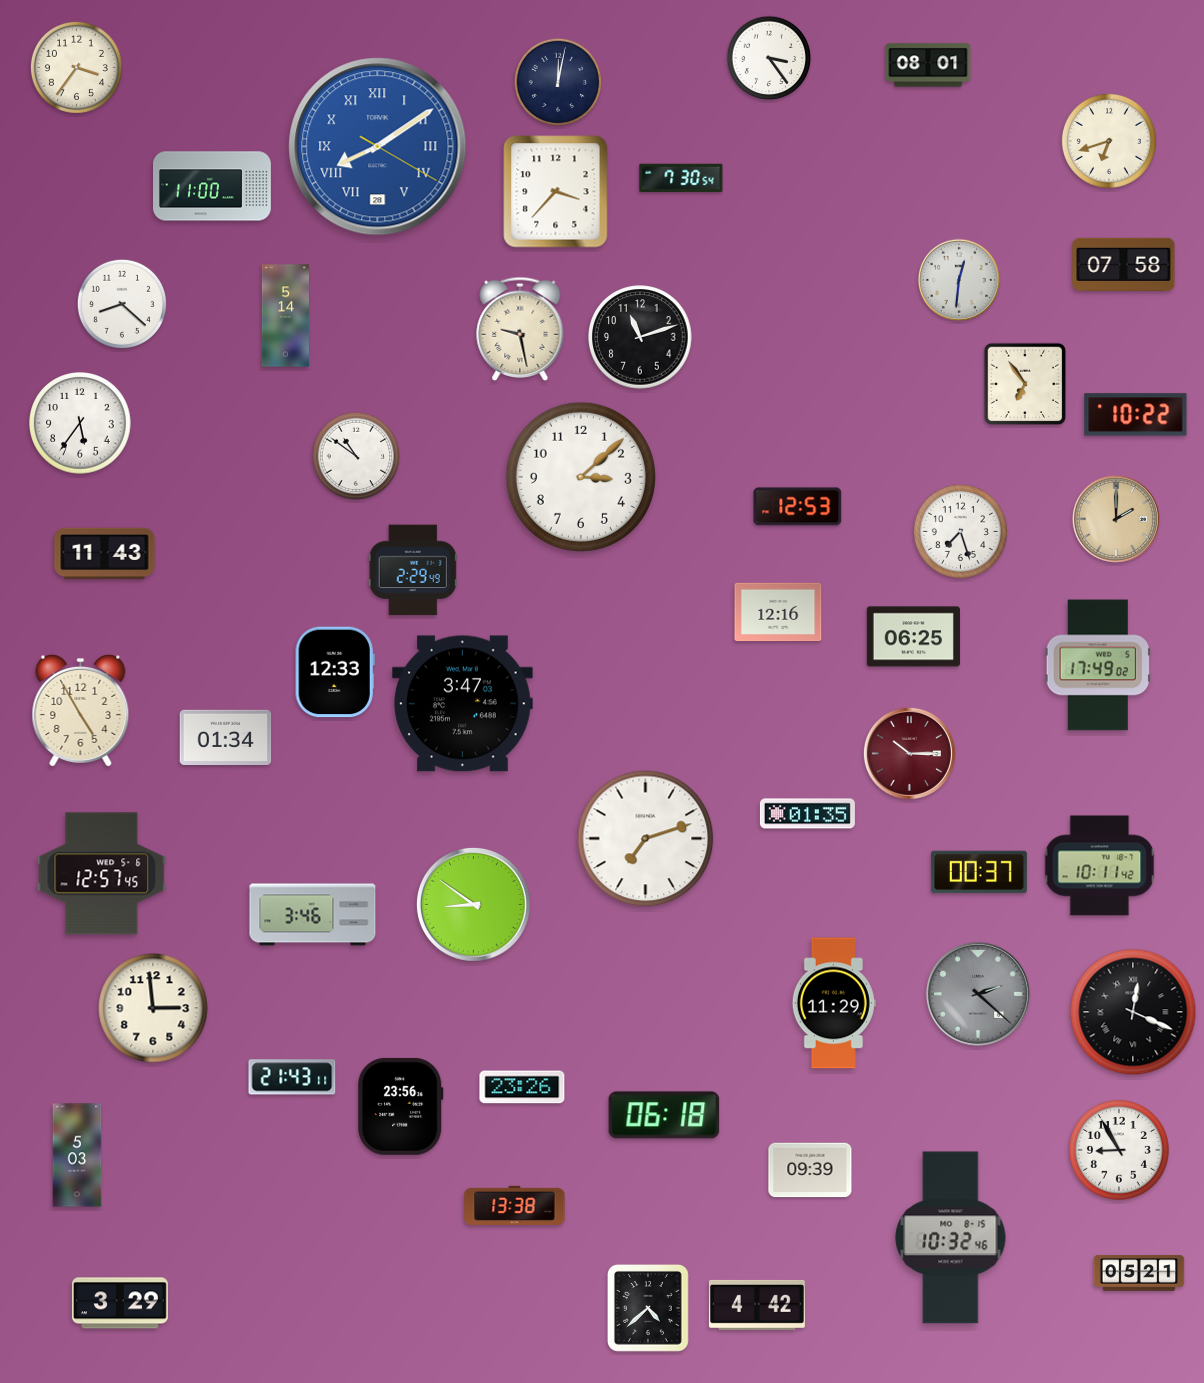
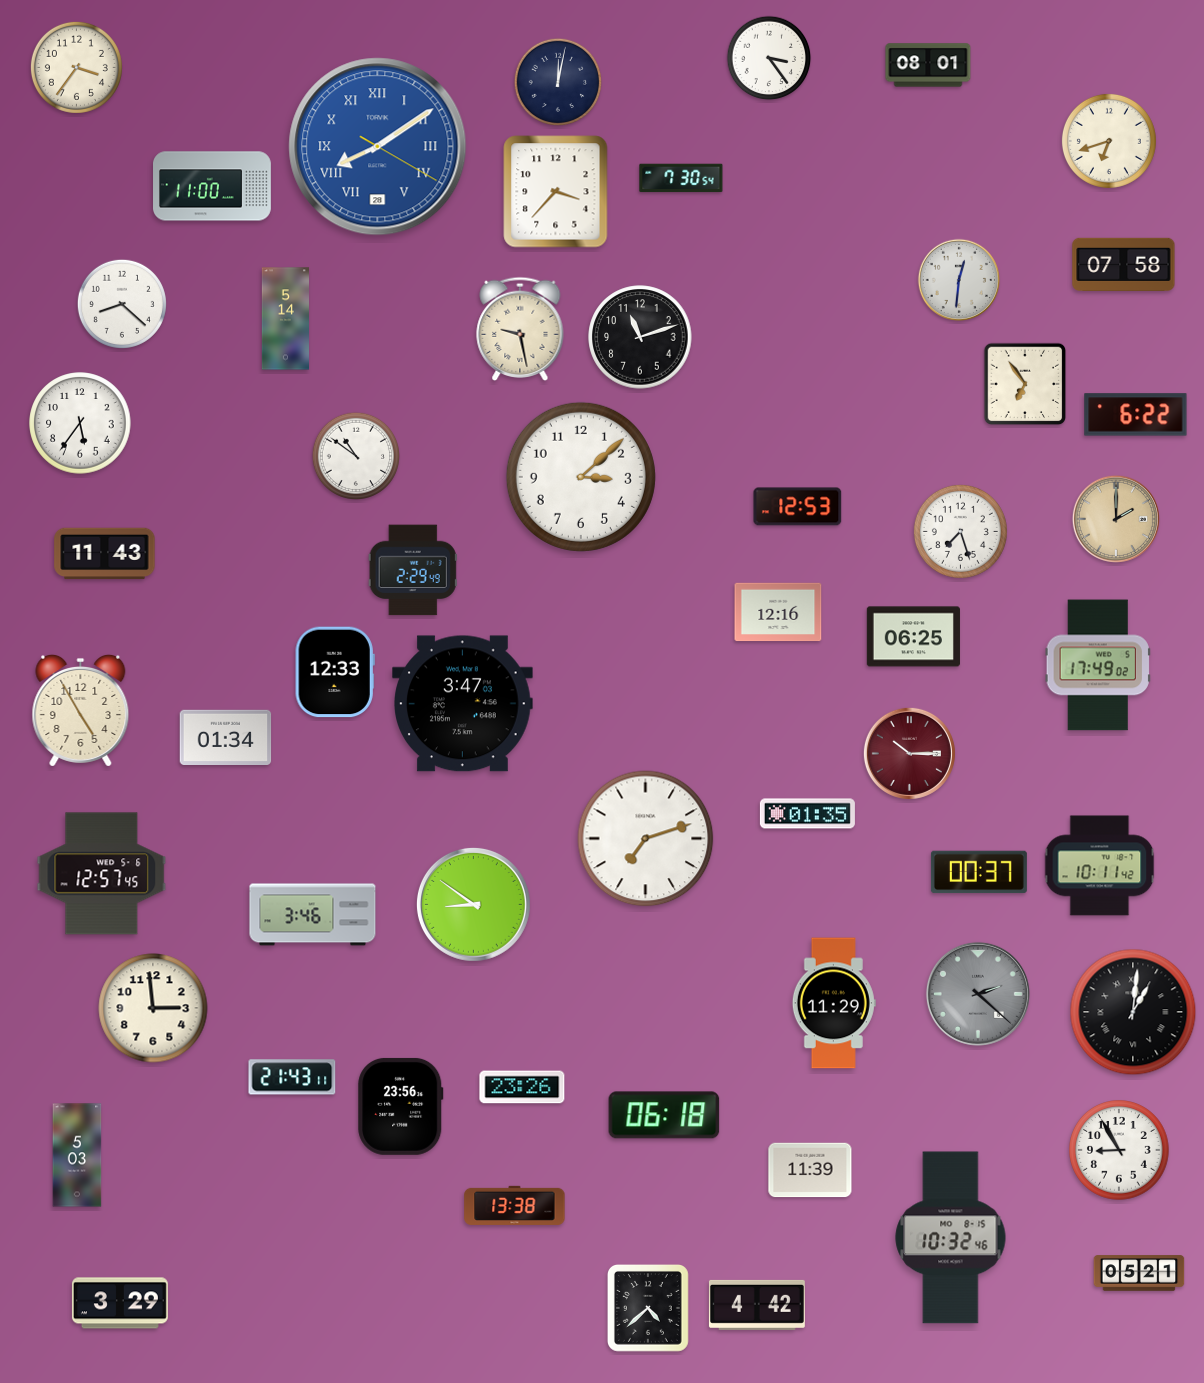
clock at (285, 316) position: (285, 316) -> (285, 319)
clock at (1136, 415): 10:22 -> 6:22
clock at (1133, 1012): 12:19 -> 1:01
clock at (810, 1170): 09:39 -> 11:39
